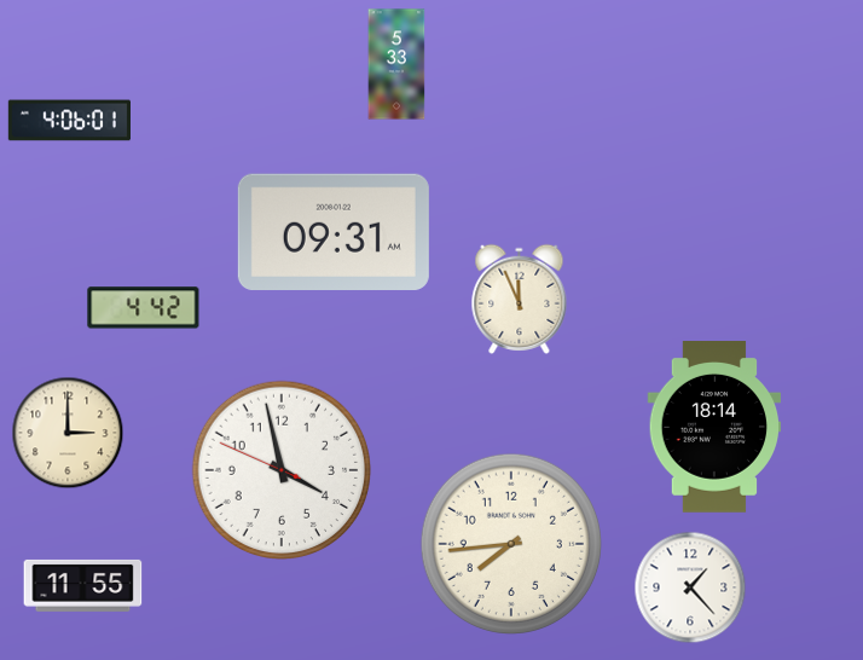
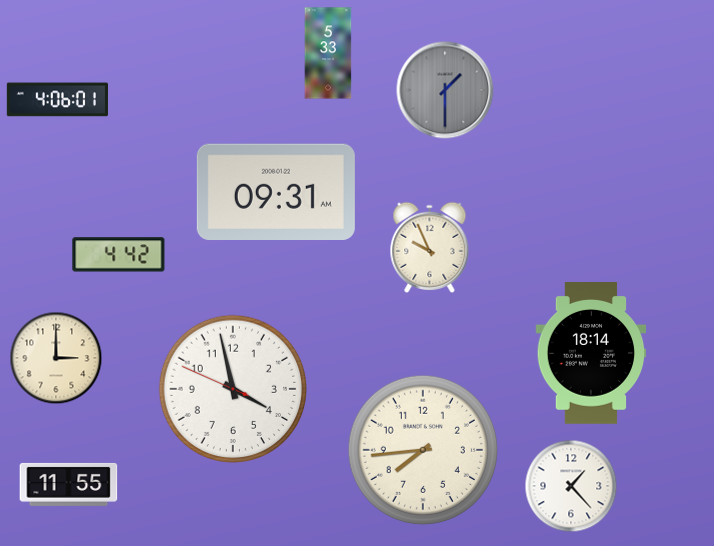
clock at (445, 90): none -> 1:30
clock at (520, 299): 11:56 -> 9:56
